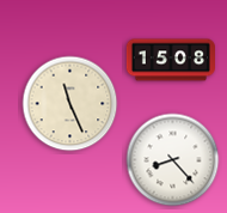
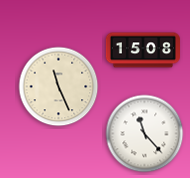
clock at (173, 160): 8:23 -> 11:23
